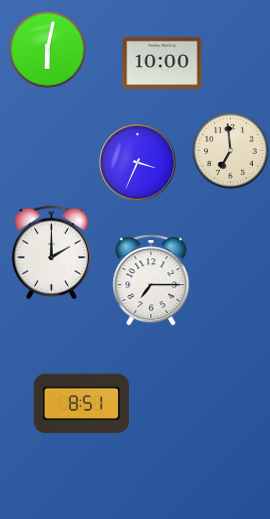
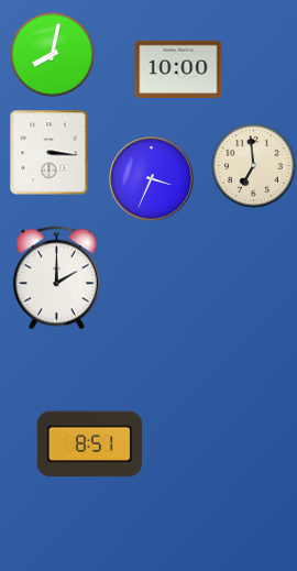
clock at (47, 49): 6:02 -> 8:02
clock at (50, 153): none -> 3:16
clock at (151, 280): 7:15 -> none
